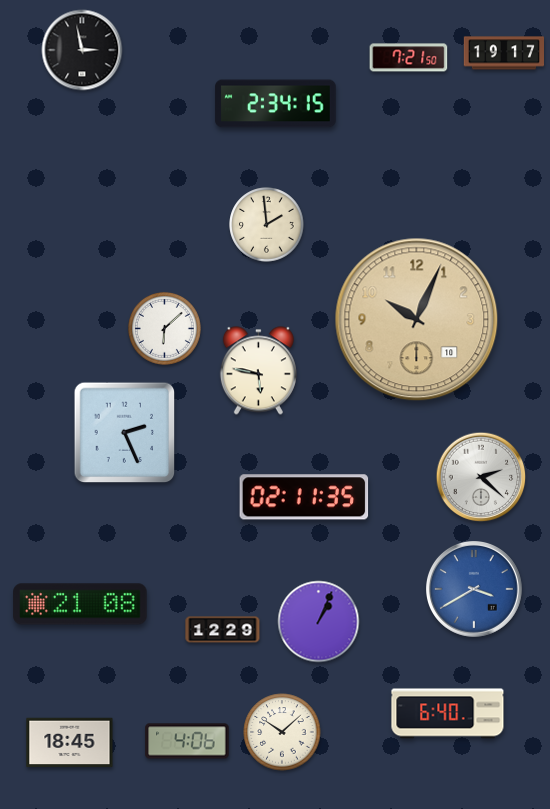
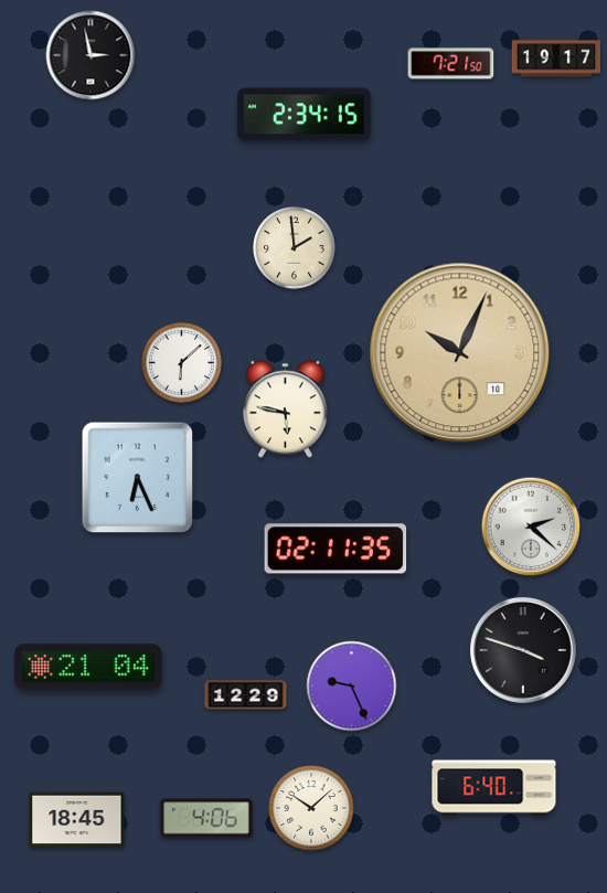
clock at (125, 433): 2:26 -> 6:26
clock at (475, 590): 3:40 -> 3:48
clock at (475, 590) dial: blue -> black
clock at (80, 604): 21:08 -> 21:04
clock at (319, 622): 1:04 -> 9:26
